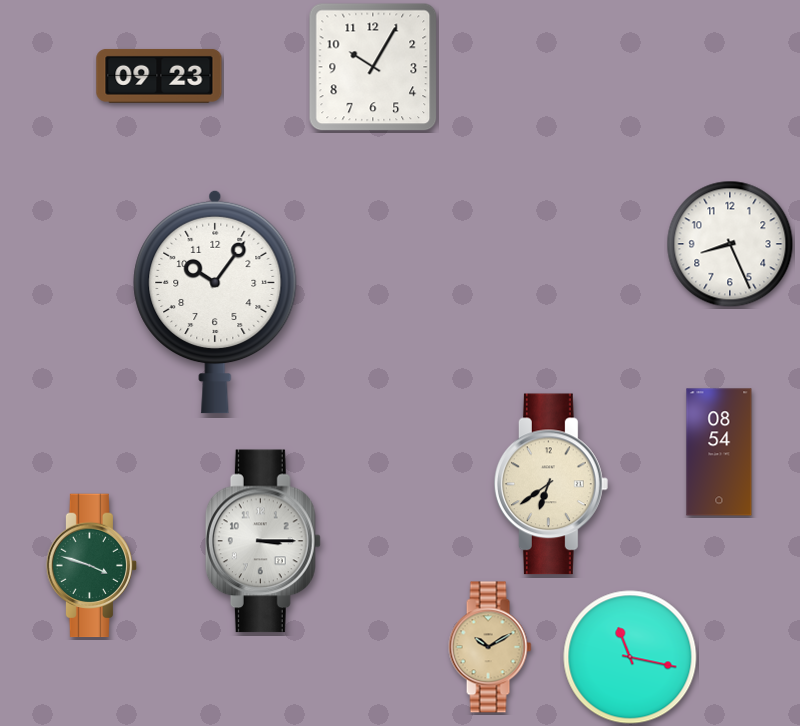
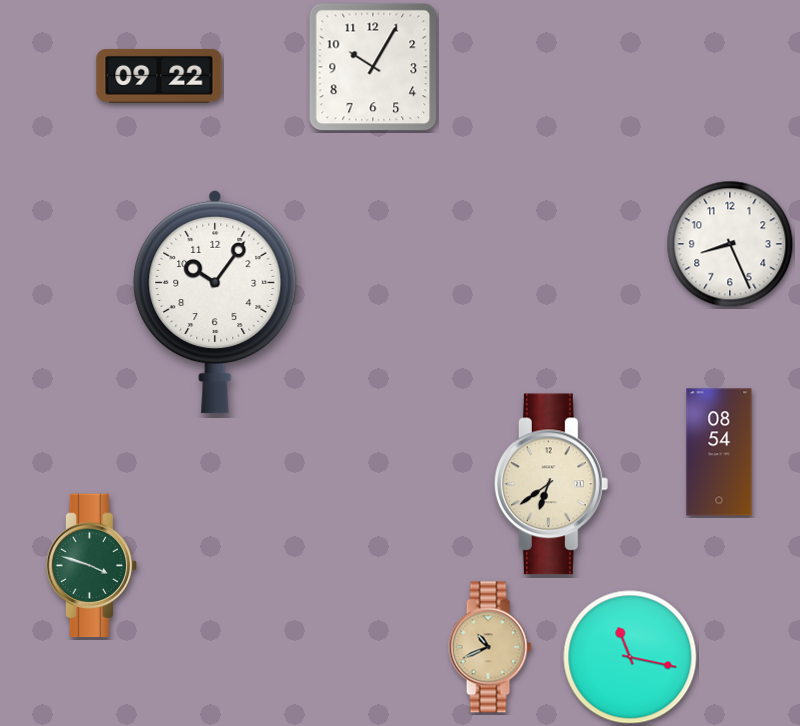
clock at (159, 76): 09:23 -> 09:22
clock at (263, 541): 3:15 -> none
clock at (490, 647): 10:10 -> 10:41
